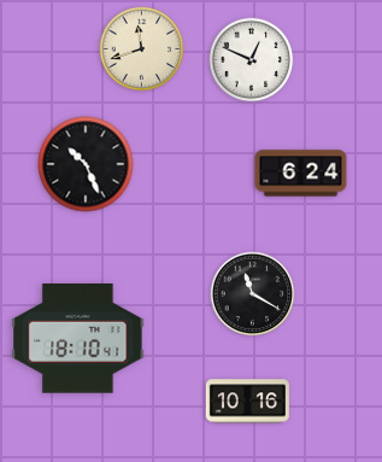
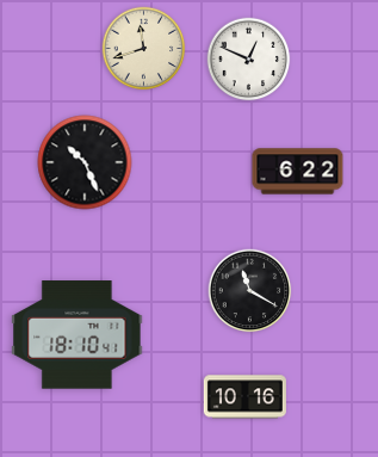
clock at (142, 49) position: (142, 49) -> (144, 49)
clock at (301, 174): 6:24 -> 6:22
